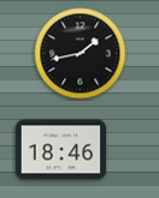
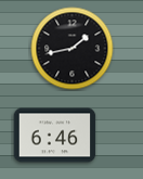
clock at (61, 150): 18:46 -> 6:46
